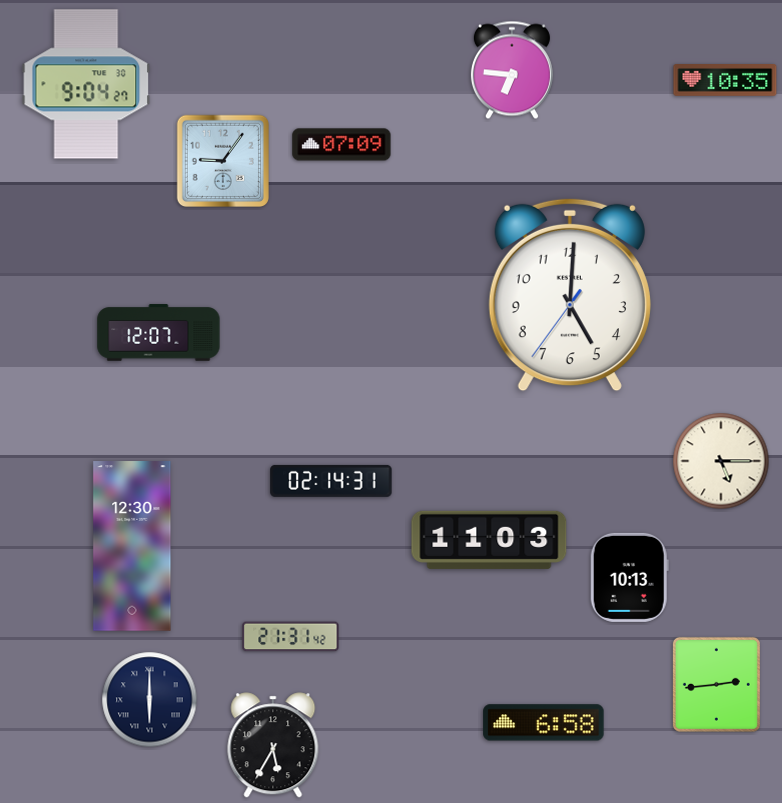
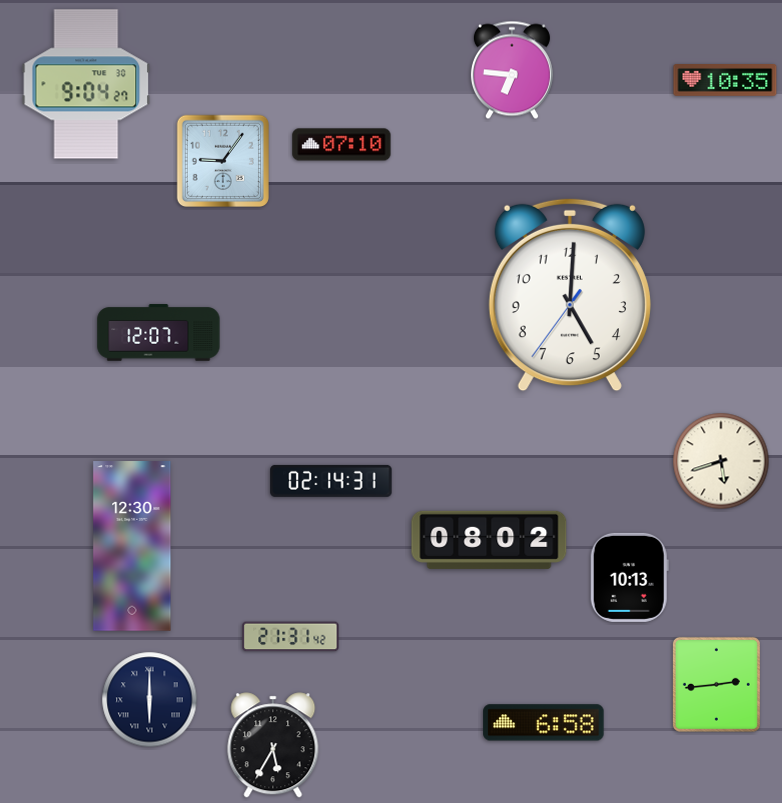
clock at (342, 145): 07:09 -> 07:10
clock at (721, 461): 5:15 -> 5:42
clock at (489, 540): 11:03 -> 08:02
